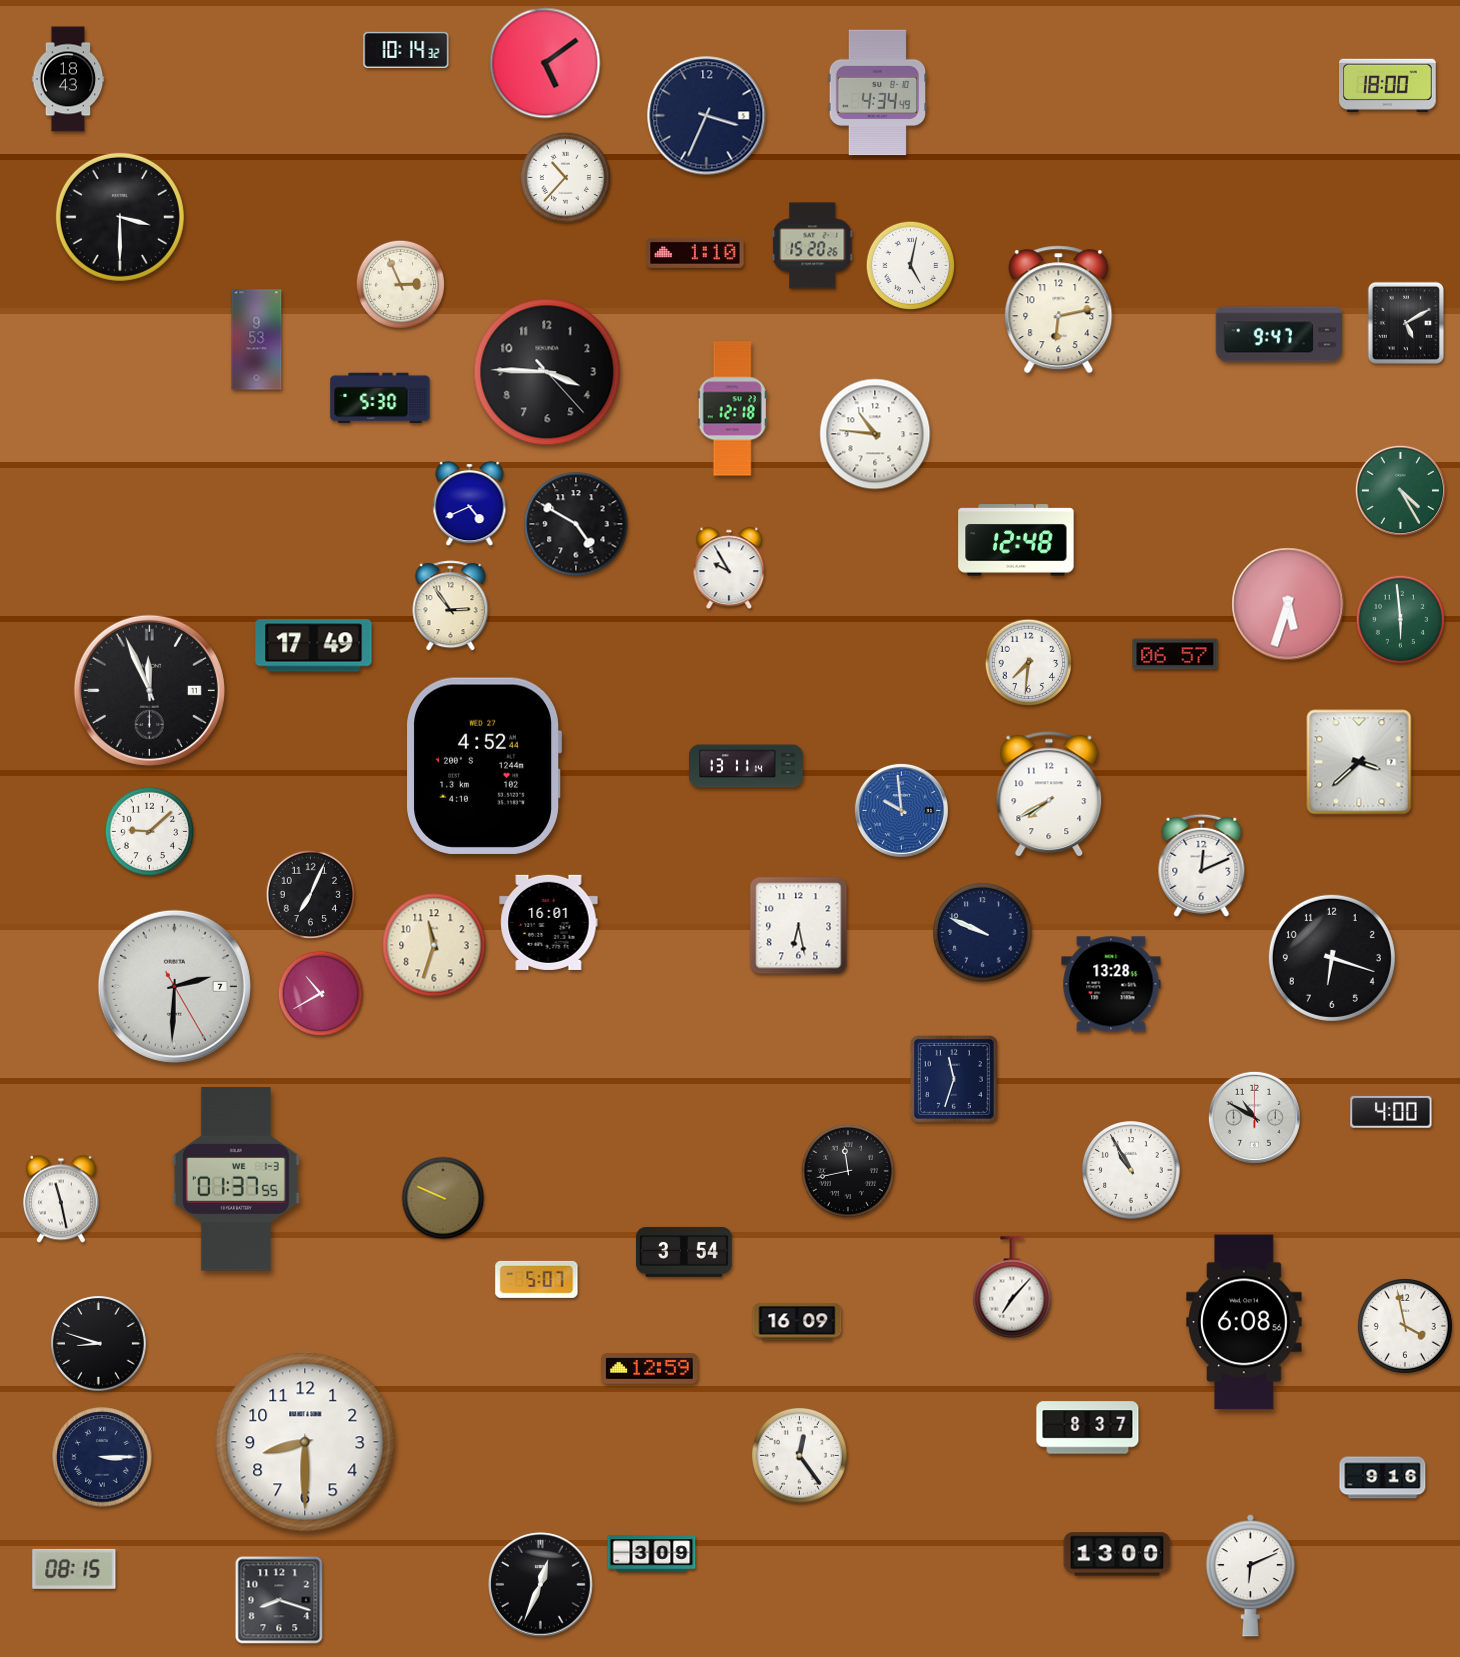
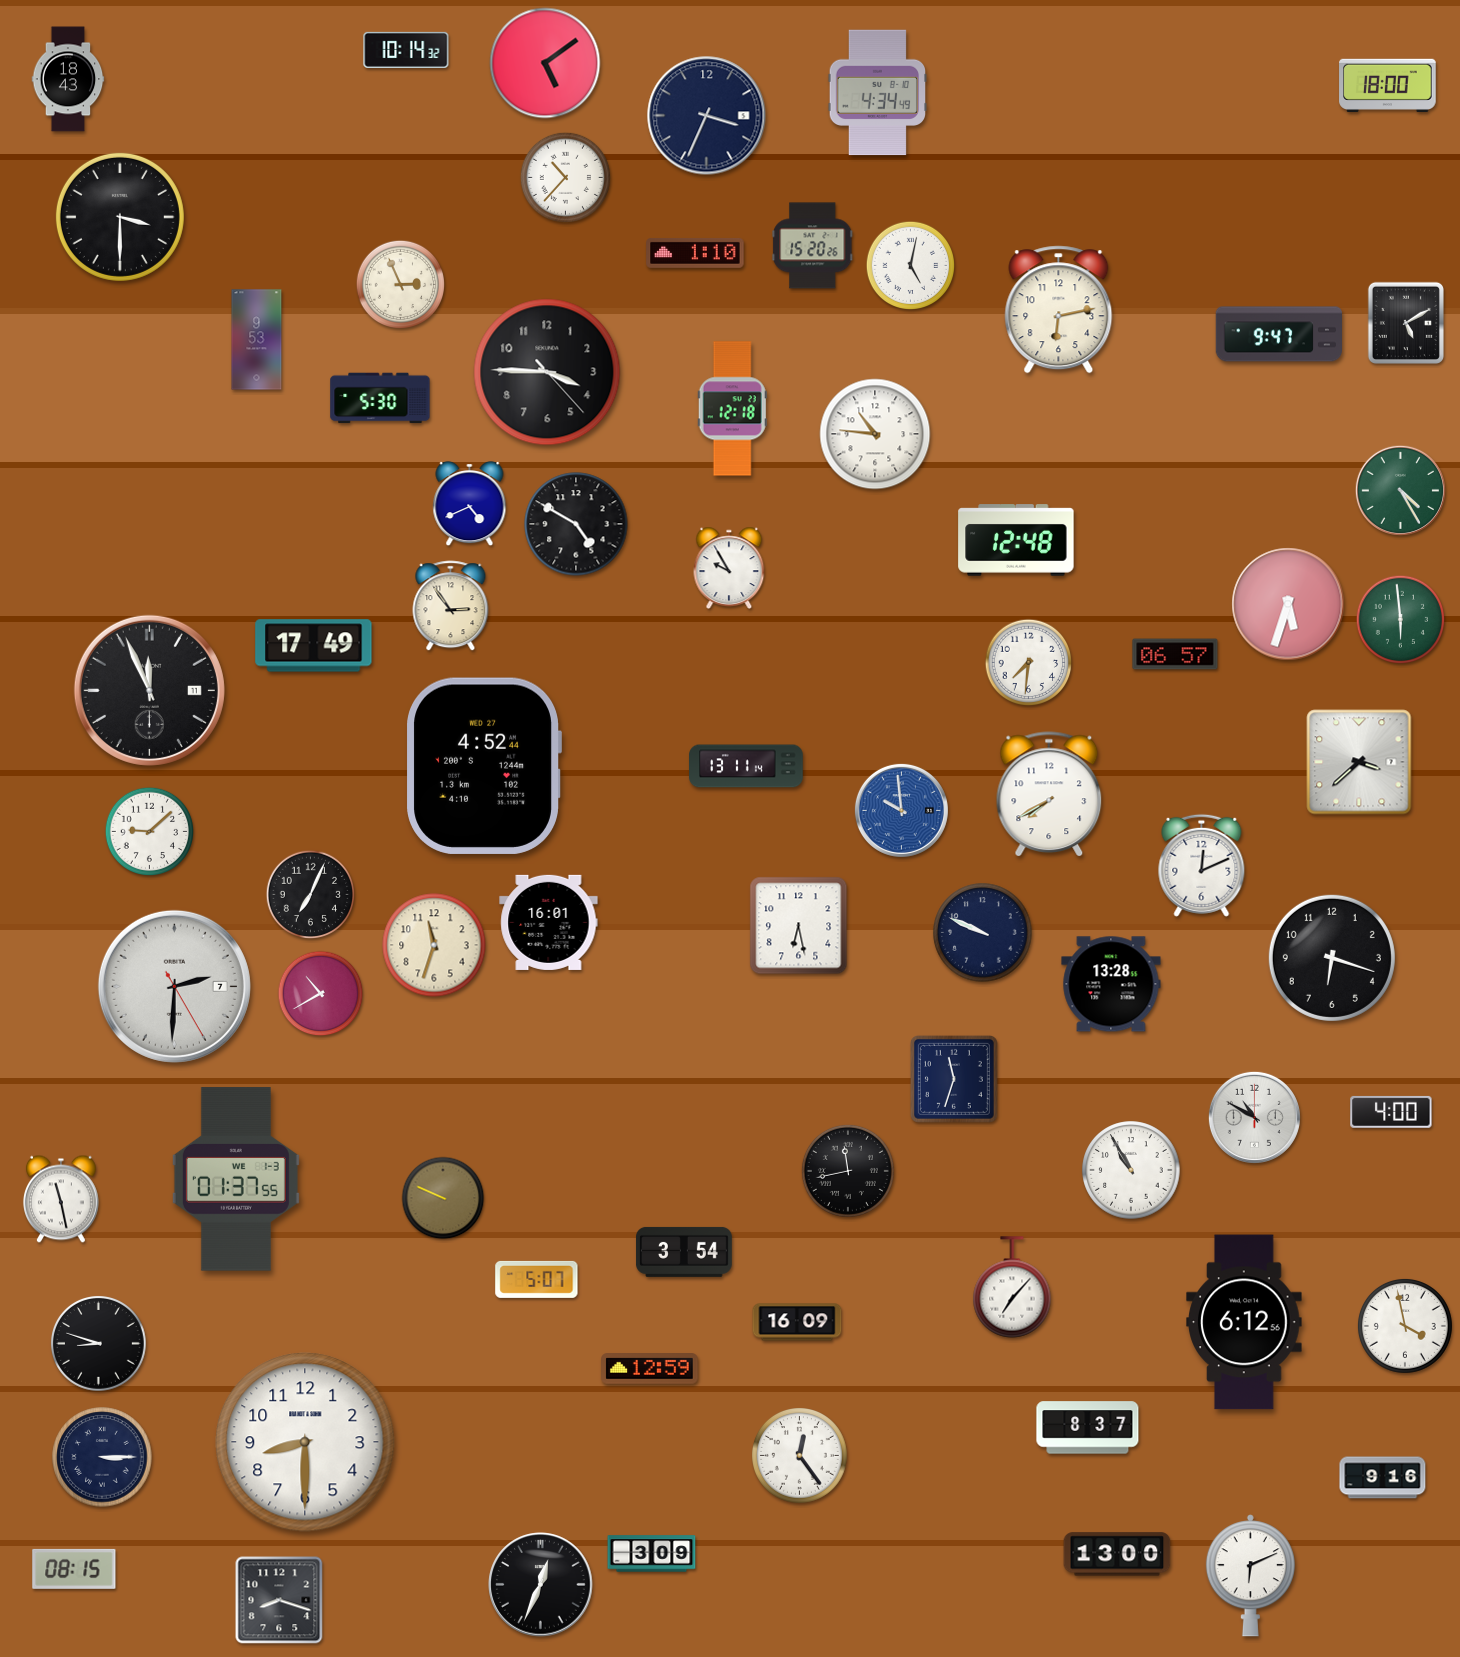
clock at (1244, 1322): 6:08 -> 6:12
